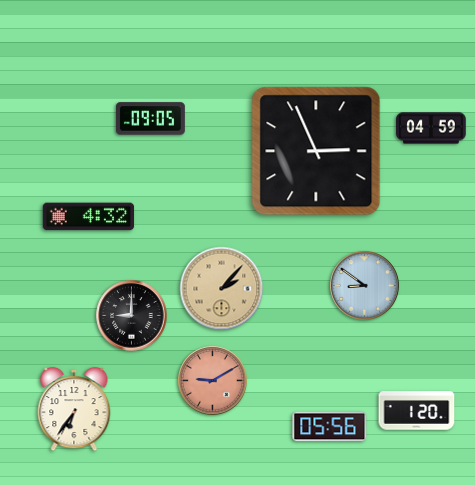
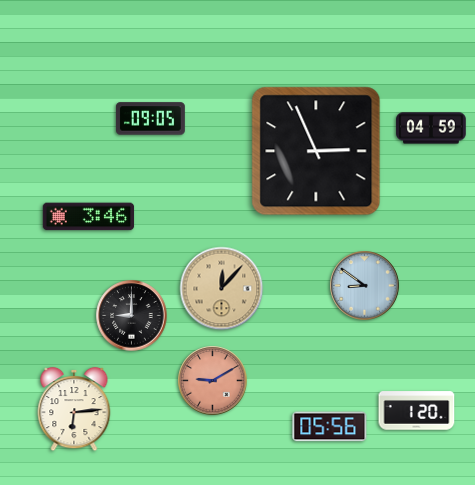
clock at (89, 217): 4:32 -> 3:46
clock at (222, 289): 2:07 -> 12:07
clock at (74, 409): 6:36 -> 6:14
